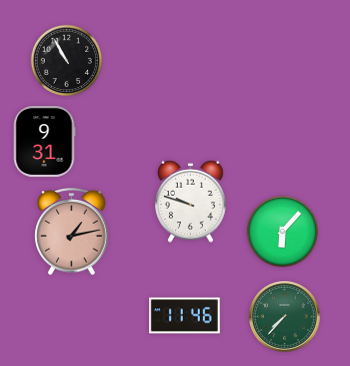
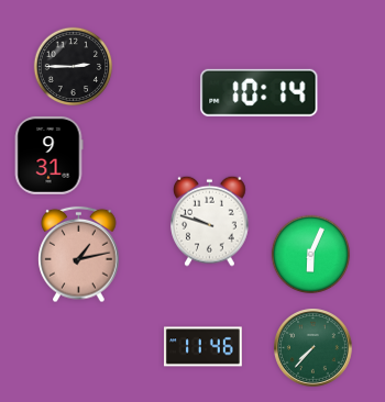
clock at (67, 61): 10:55 -> 2:45
clock at (260, 92): none -> 10:14
clock at (283, 232): 6:07 -> 6:04
